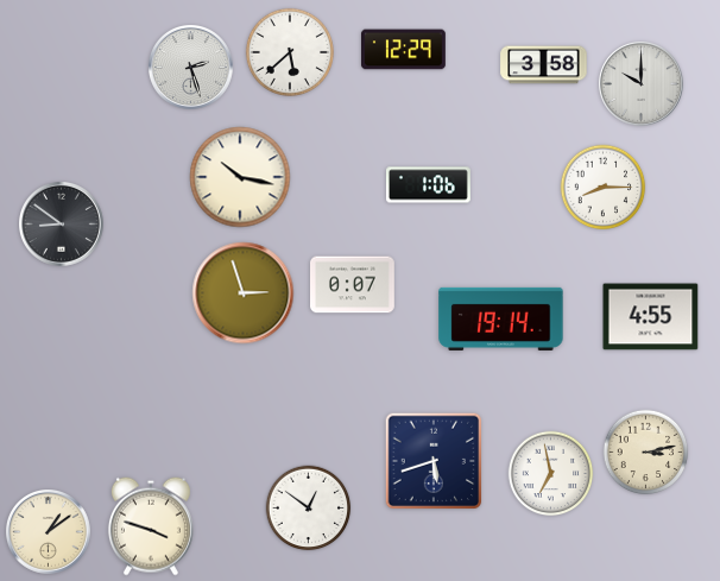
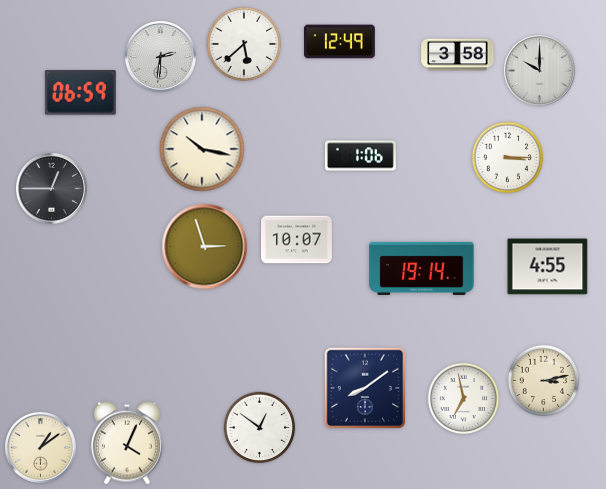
clock at (404, 50): 12:29 -> 12:49
clock at (191, 68): 2:27 -> 2:31
clock at (80, 93): none -> 06:59
clock at (604, 188): 8:15 -> 3:15
clock at (62, 225): 8:51 -> 12:45
clock at (353, 285): 0:07 -> 10:07
clock at (434, 461): 5:42 -> 8:09
clock at (151, 526): 3:48 -> 4:04
